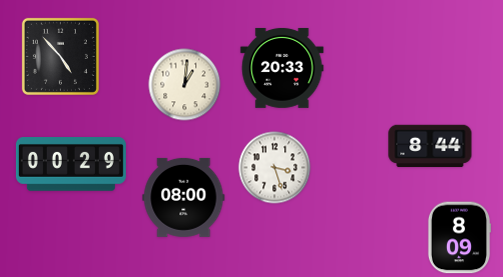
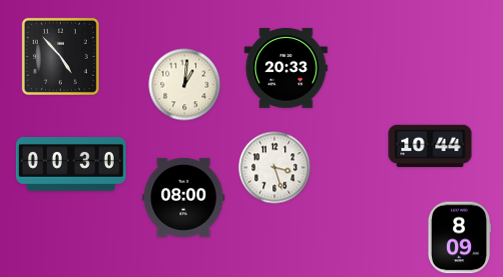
clock at (282, 68) position: (282, 68) -> (286, 68)
clock at (430, 146): 8:44 -> 10:44
clock at (71, 165): 00:29 -> 00:30
